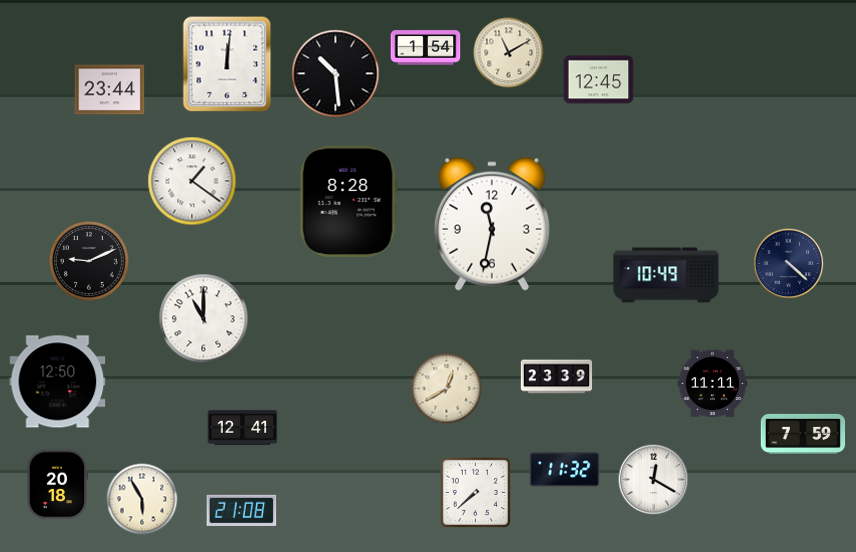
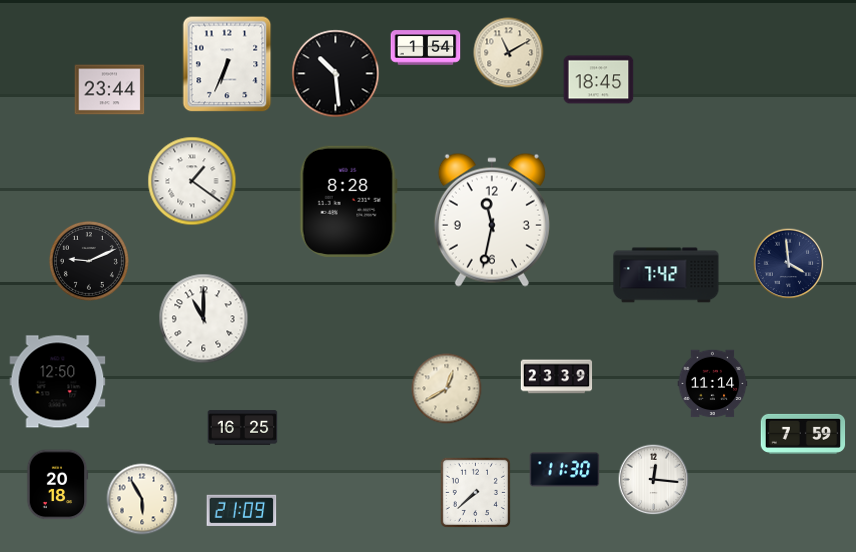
clock at (227, 64): 12:01 -> 6:34
clock at (599, 80): 12:45 -> 18:45
clock at (492, 224) position: (492, 224) -> (492, 220)
clock at (789, 264): 4:22 -> 3:59
clock at (666, 275): 10:49 -> 7:42
clock at (713, 384): 11:11 -> 11:14
clock at (243, 428): 12:41 -> 16:25
clock at (565, 470): 11:32 -> 11:30
clock at (654, 480): 12:20 -> 12:16
clock at (242, 510): 21:08 -> 21:09
